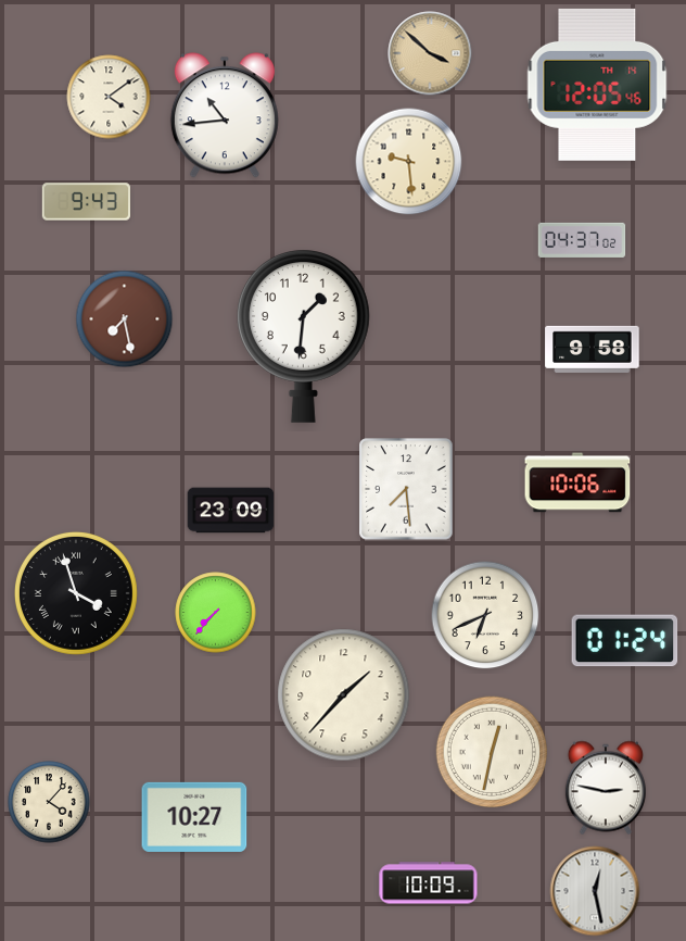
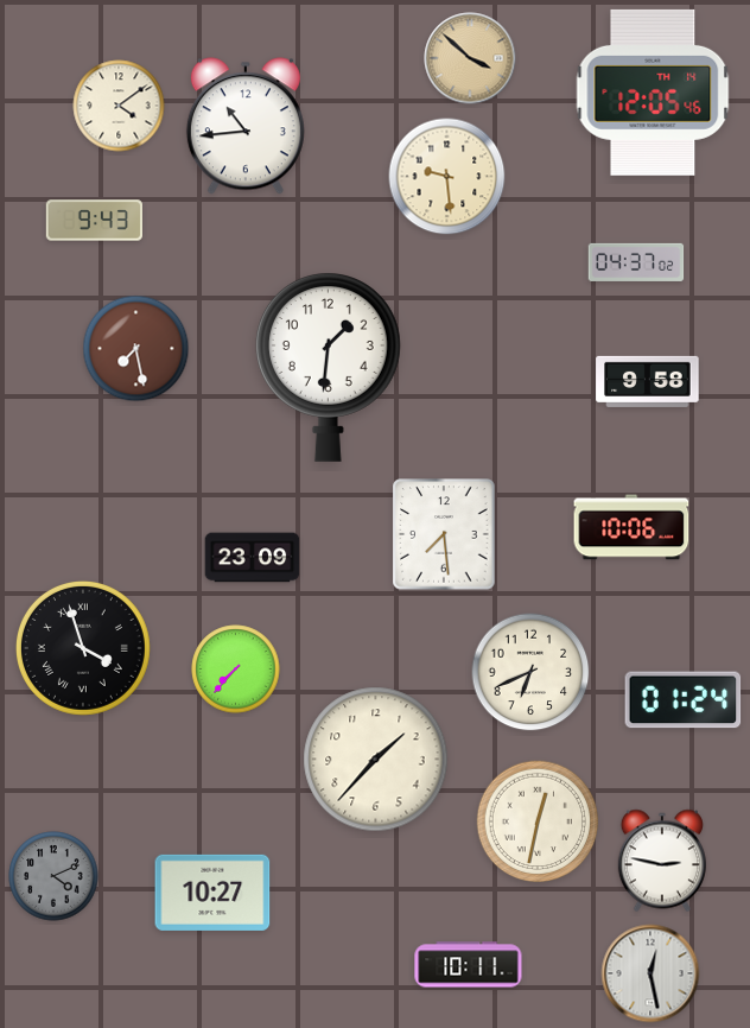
clock at (303, 336) position: (303, 336) -> (328, 367)
clock at (49, 802): 4:07 -> 4:11
clock at (49, 802) dial: cream -> grey
clock at (429, 883): 10:09 -> 10:11
